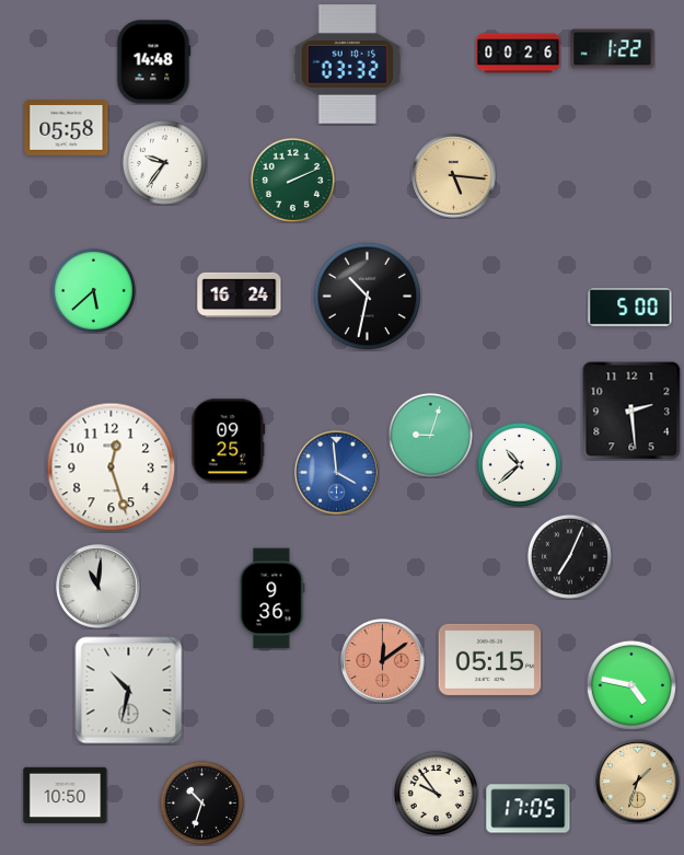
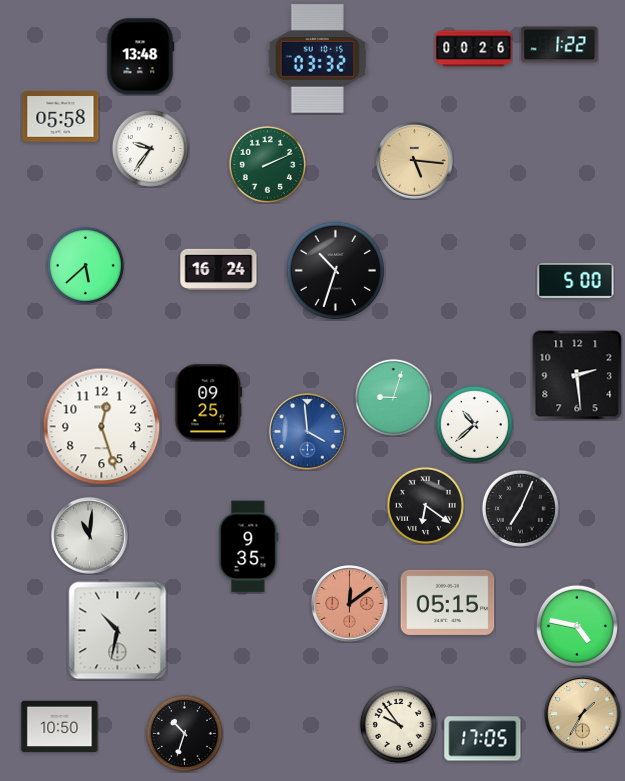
clock at (153, 62): 14:48 -> 13:48
clock at (368, 297): 10:32 -> 10:33
clock at (425, 505): none -> 6:21
clock at (273, 599): 9:36 -> 9:35
clock at (638, 782): 1:33 -> 1:35
